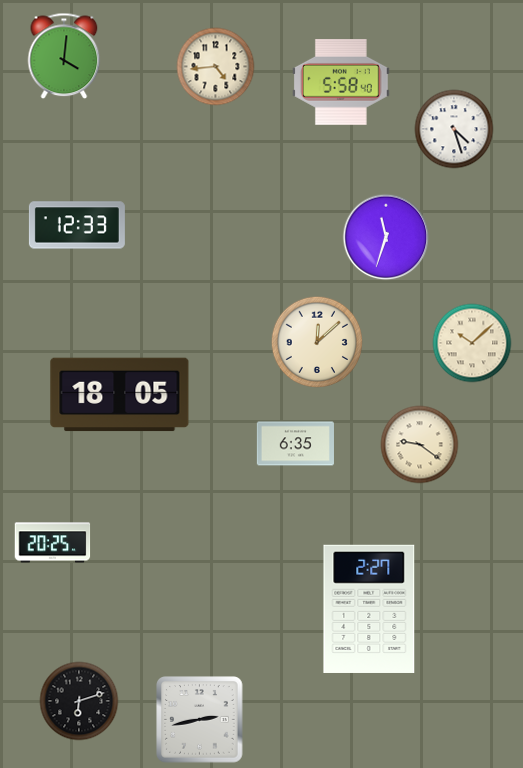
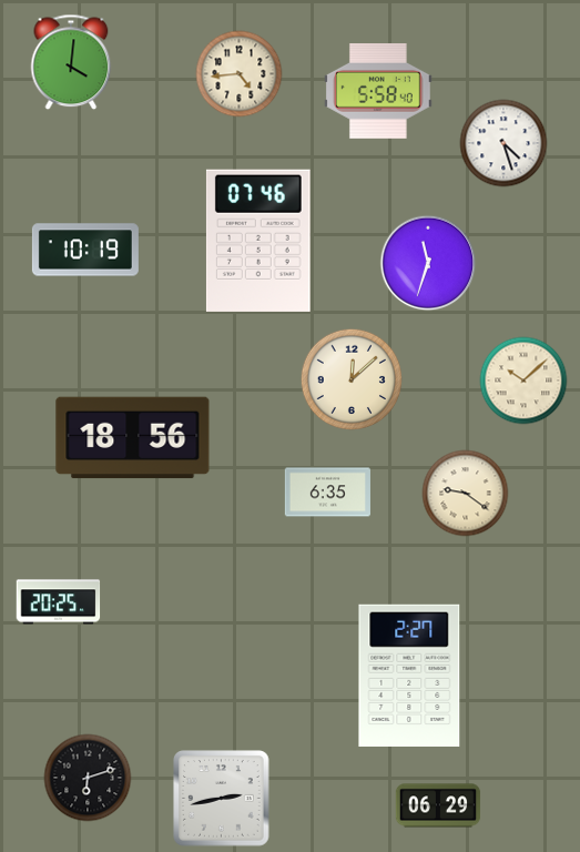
clock at (258, 241): none -> 07:46
clock at (77, 225): 12:33 -> 10:19
clock at (120, 395): 18:05 -> 18:56
clock at (438, 805): none -> 06:29
